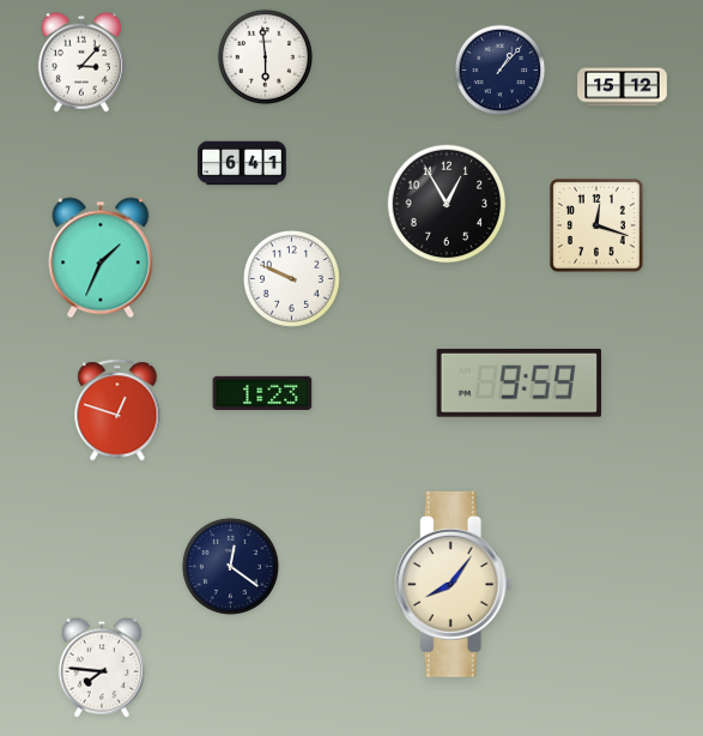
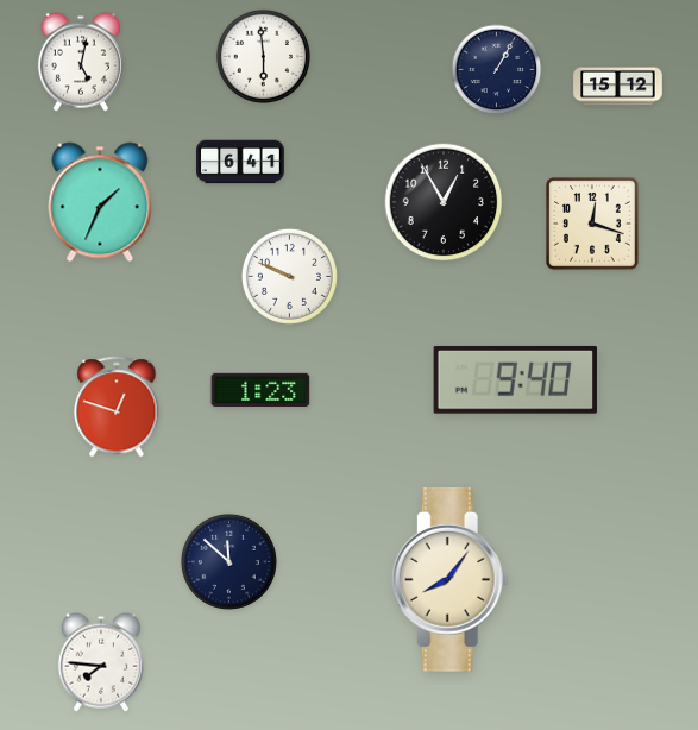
clock at (81, 62): 3:07 -> 5:02
clock at (501, 71): 1:07 -> 1:05
clock at (101, 258) position: (101, 258) -> (100, 202)
clock at (519, 382): 9:59 -> 9:40
clock at (230, 566): 12:21 -> 11:52
